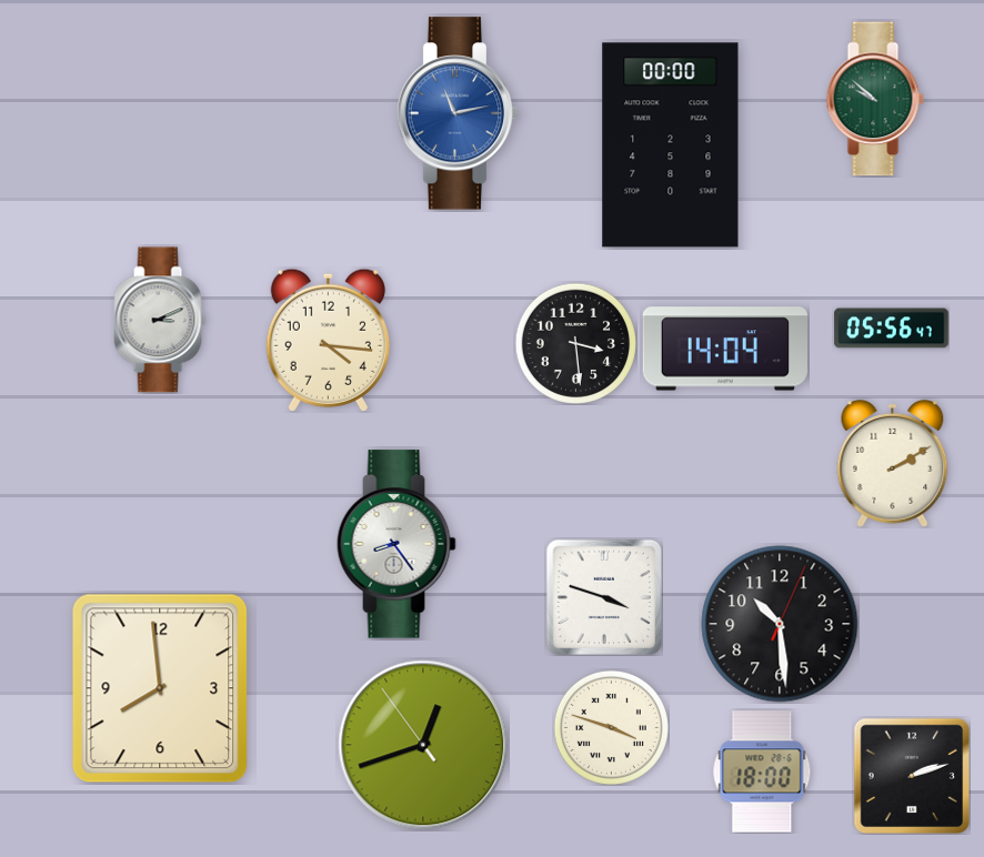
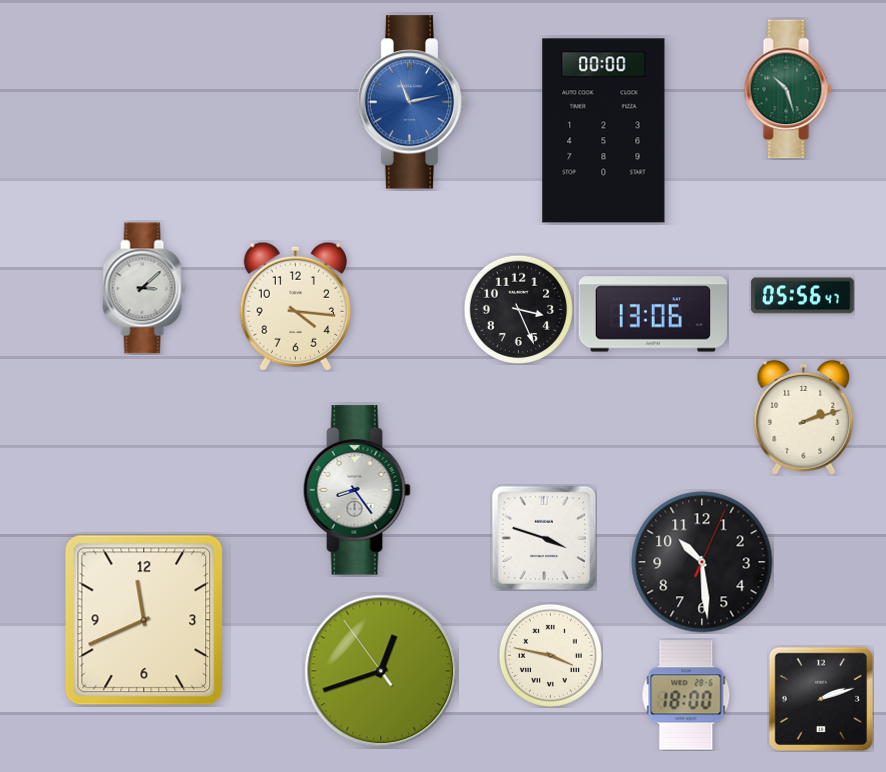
clock at (875, 99): 9:52 -> 10:27
clock at (160, 320): 3:11 -> 3:08
clock at (575, 343): 3:29 -> 3:26
clock at (725, 349): 14:04 -> 13:06
clock at (893, 463): 2:10 -> 2:12
clock at (160, 688): 7:59 -> 11:41
clock at (611, 727): 3:48 -> 3:47
